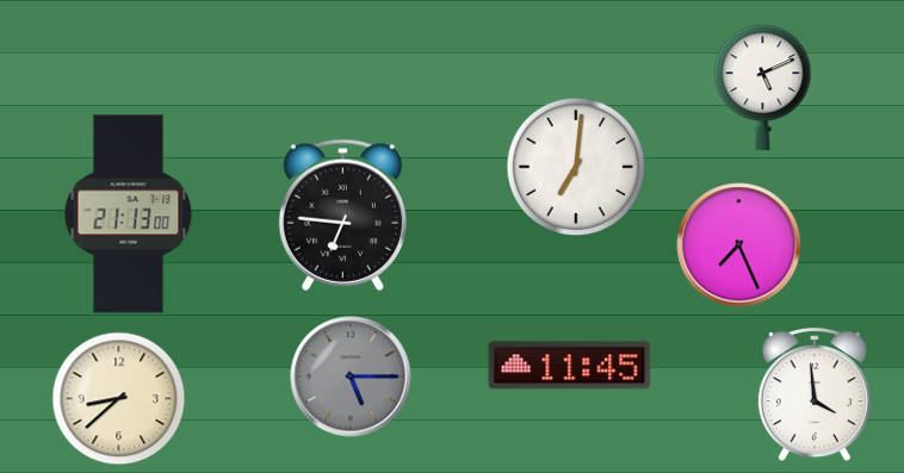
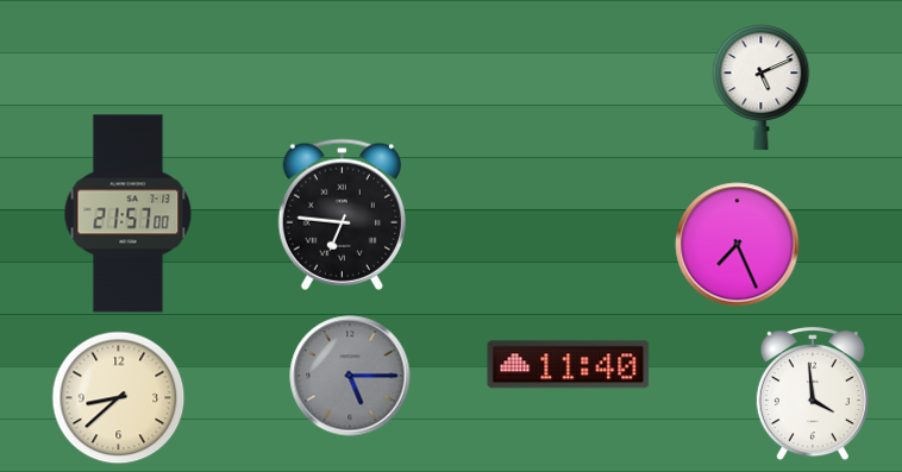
clock at (576, 167): 7:01 -> none
clock at (129, 214): 21:13 -> 21:57
clock at (570, 366): 11:45 -> 11:40
